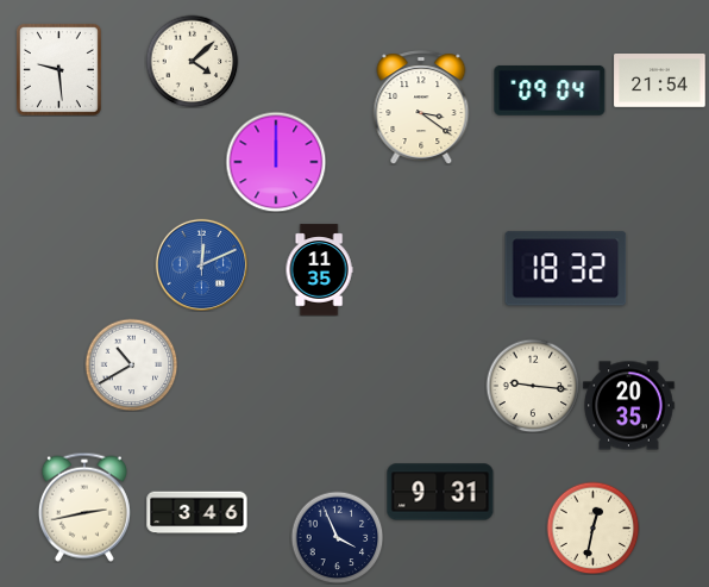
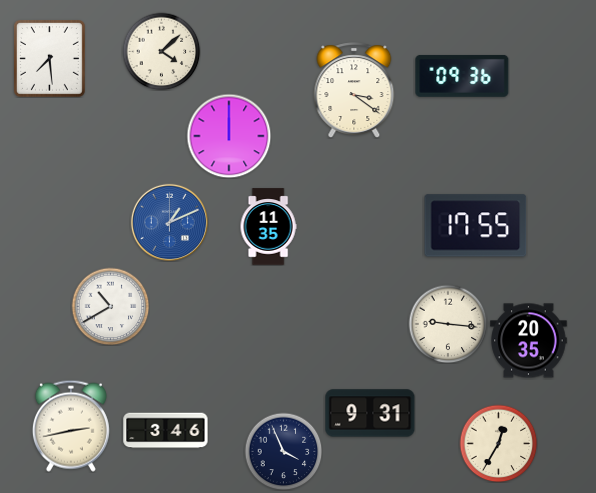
clock at (58, 69): 9:29 -> 7:29
clock at (660, 81): 21:54 -> none
clock at (550, 90): 09:04 -> 09:36
clock at (276, 162) position: (276, 162) -> (229, 136)
clock at (201, 264): 12:11 -> 1:11
clock at (566, 269): 18:32 -> 17:55
clock at (592, 527): 12:32 -> 12:35
